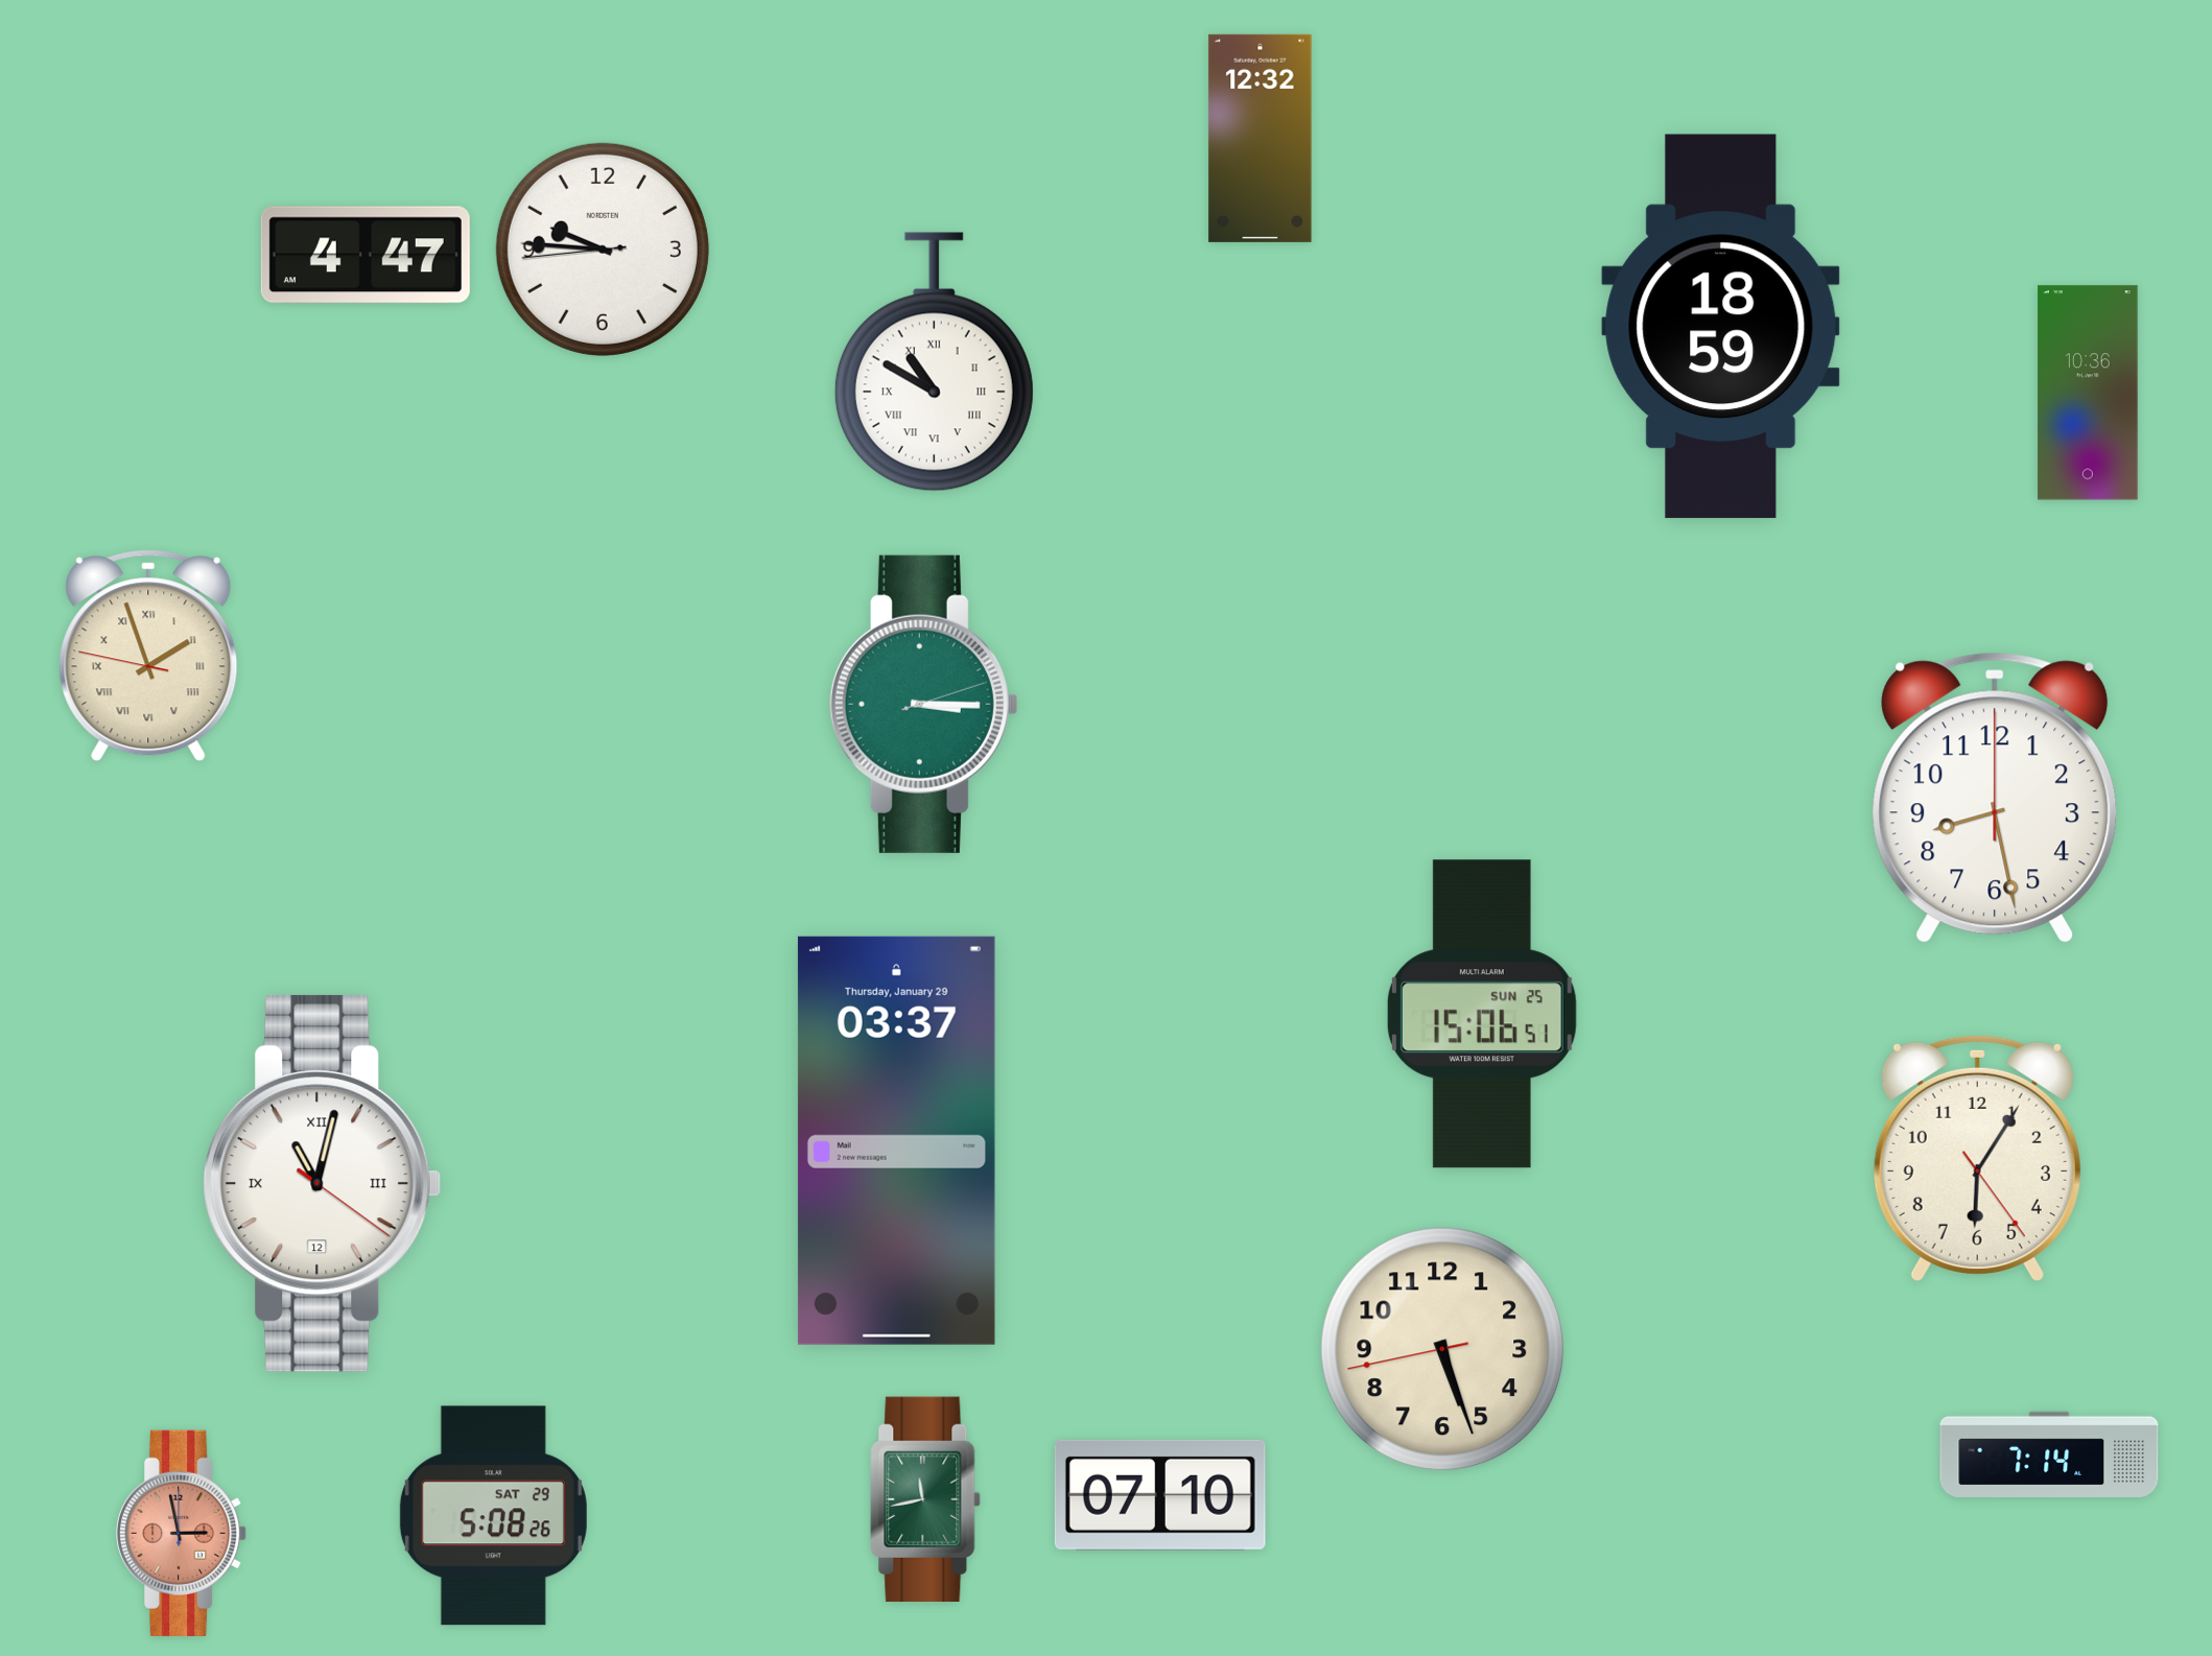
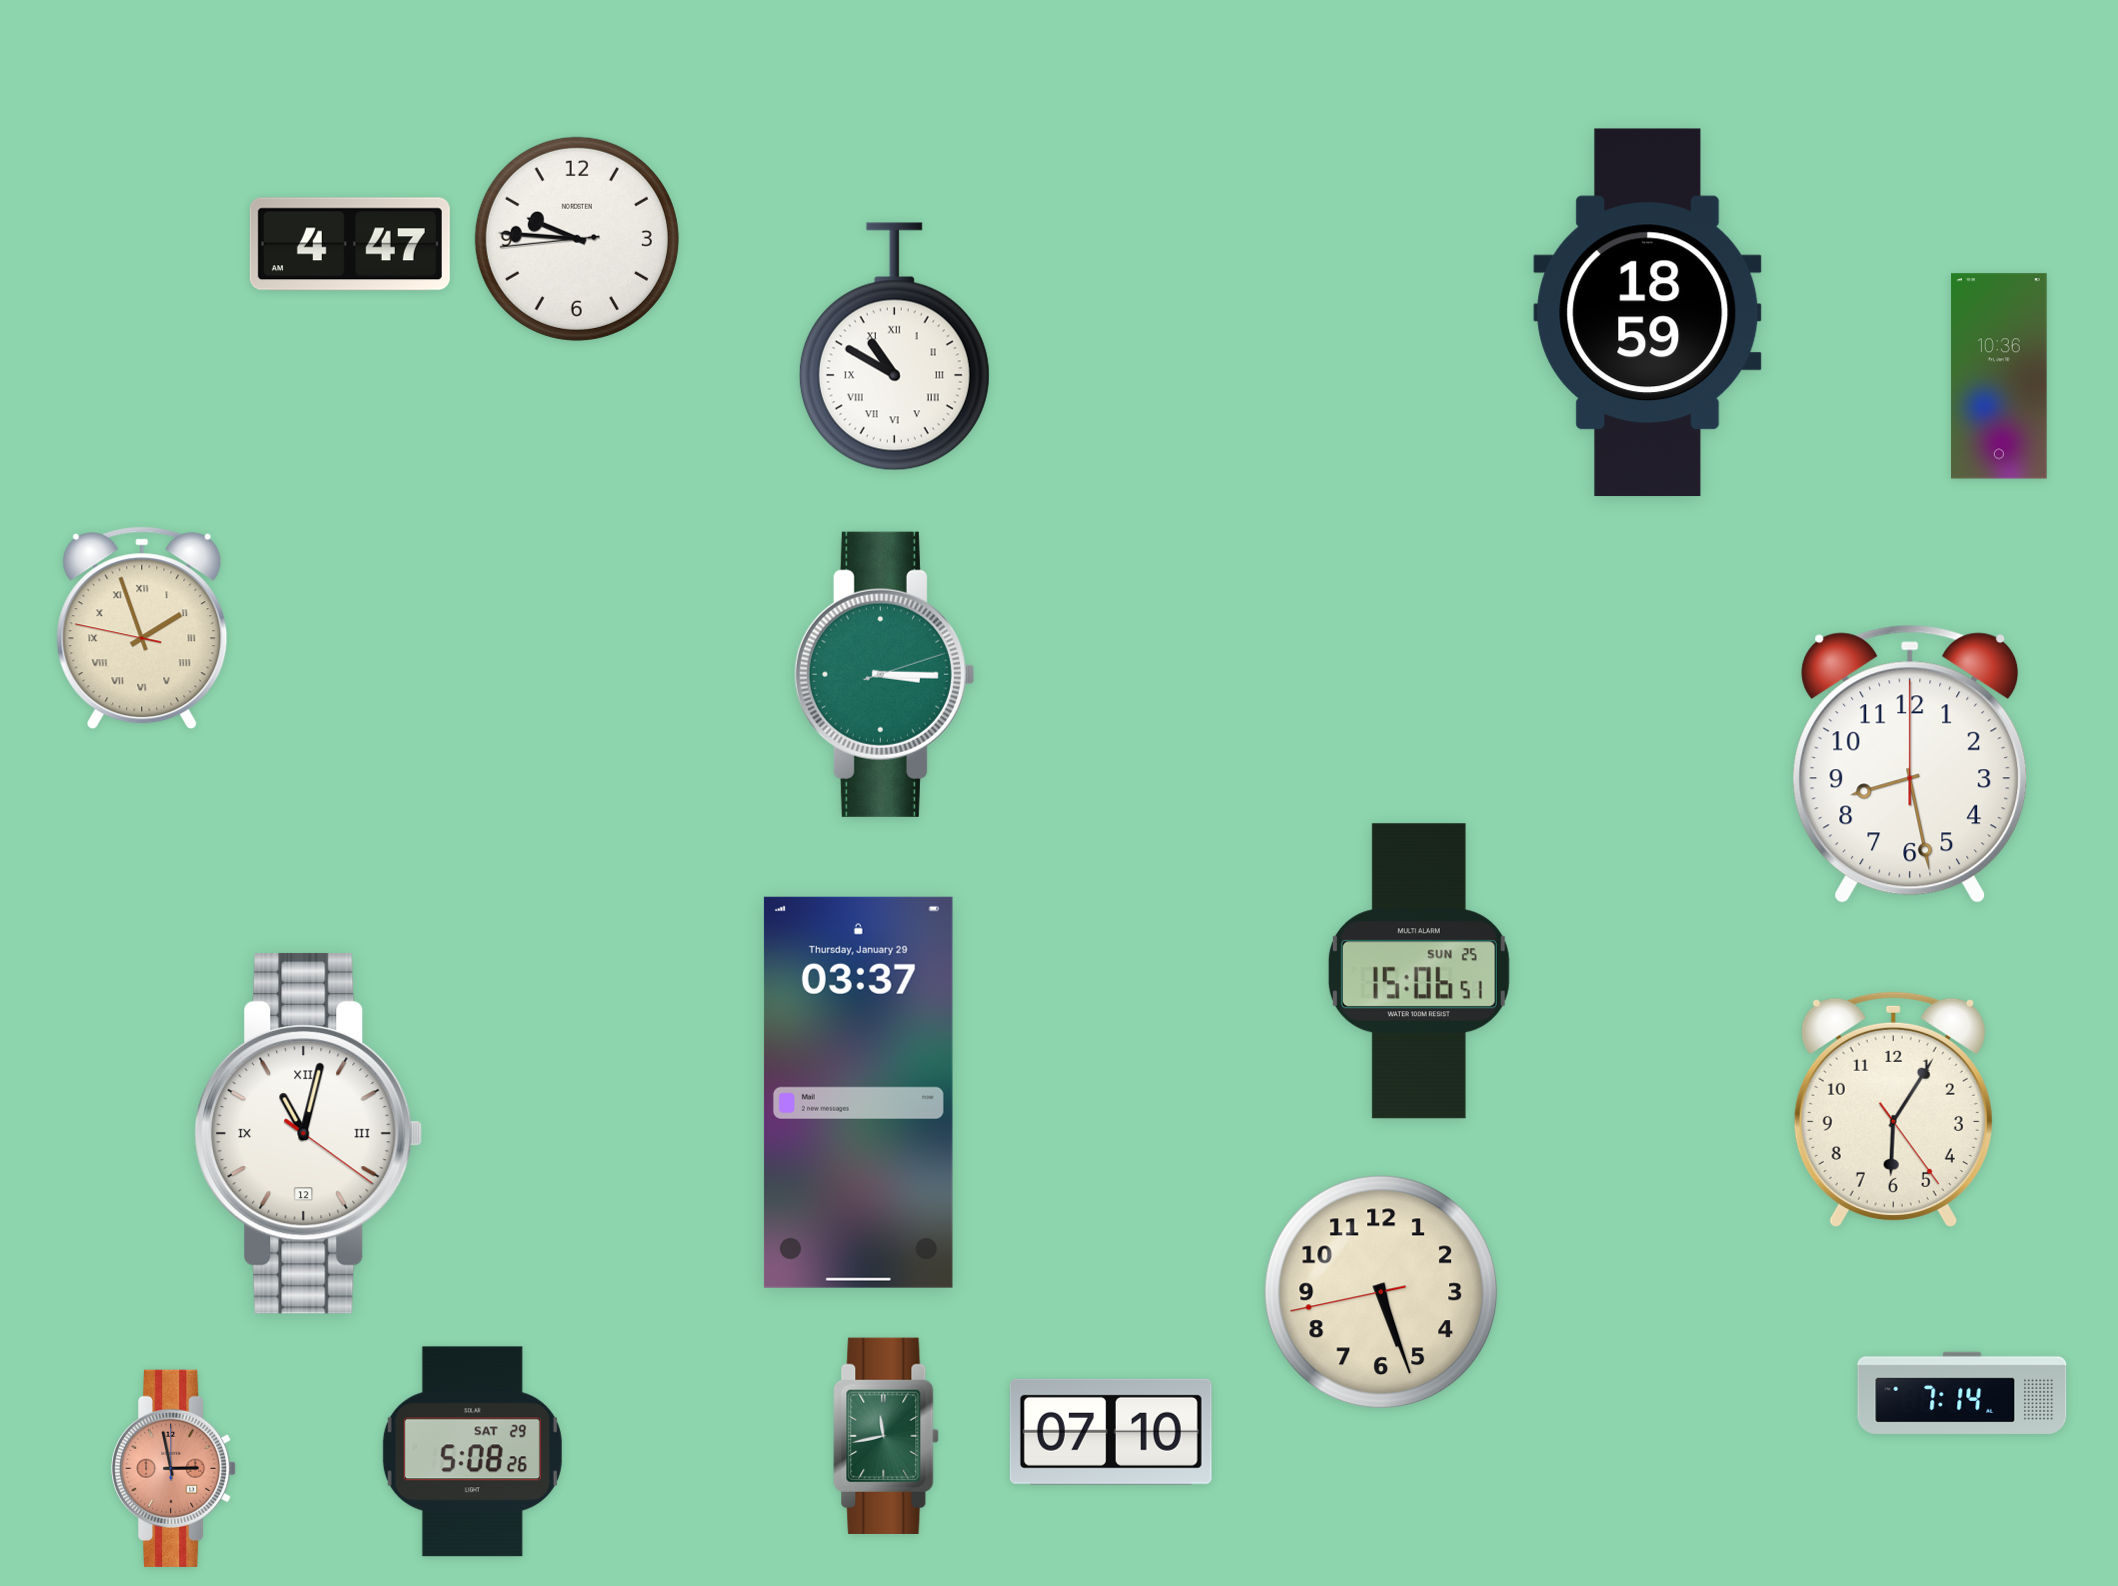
clock at (1261, 138): 12:32 -> none
